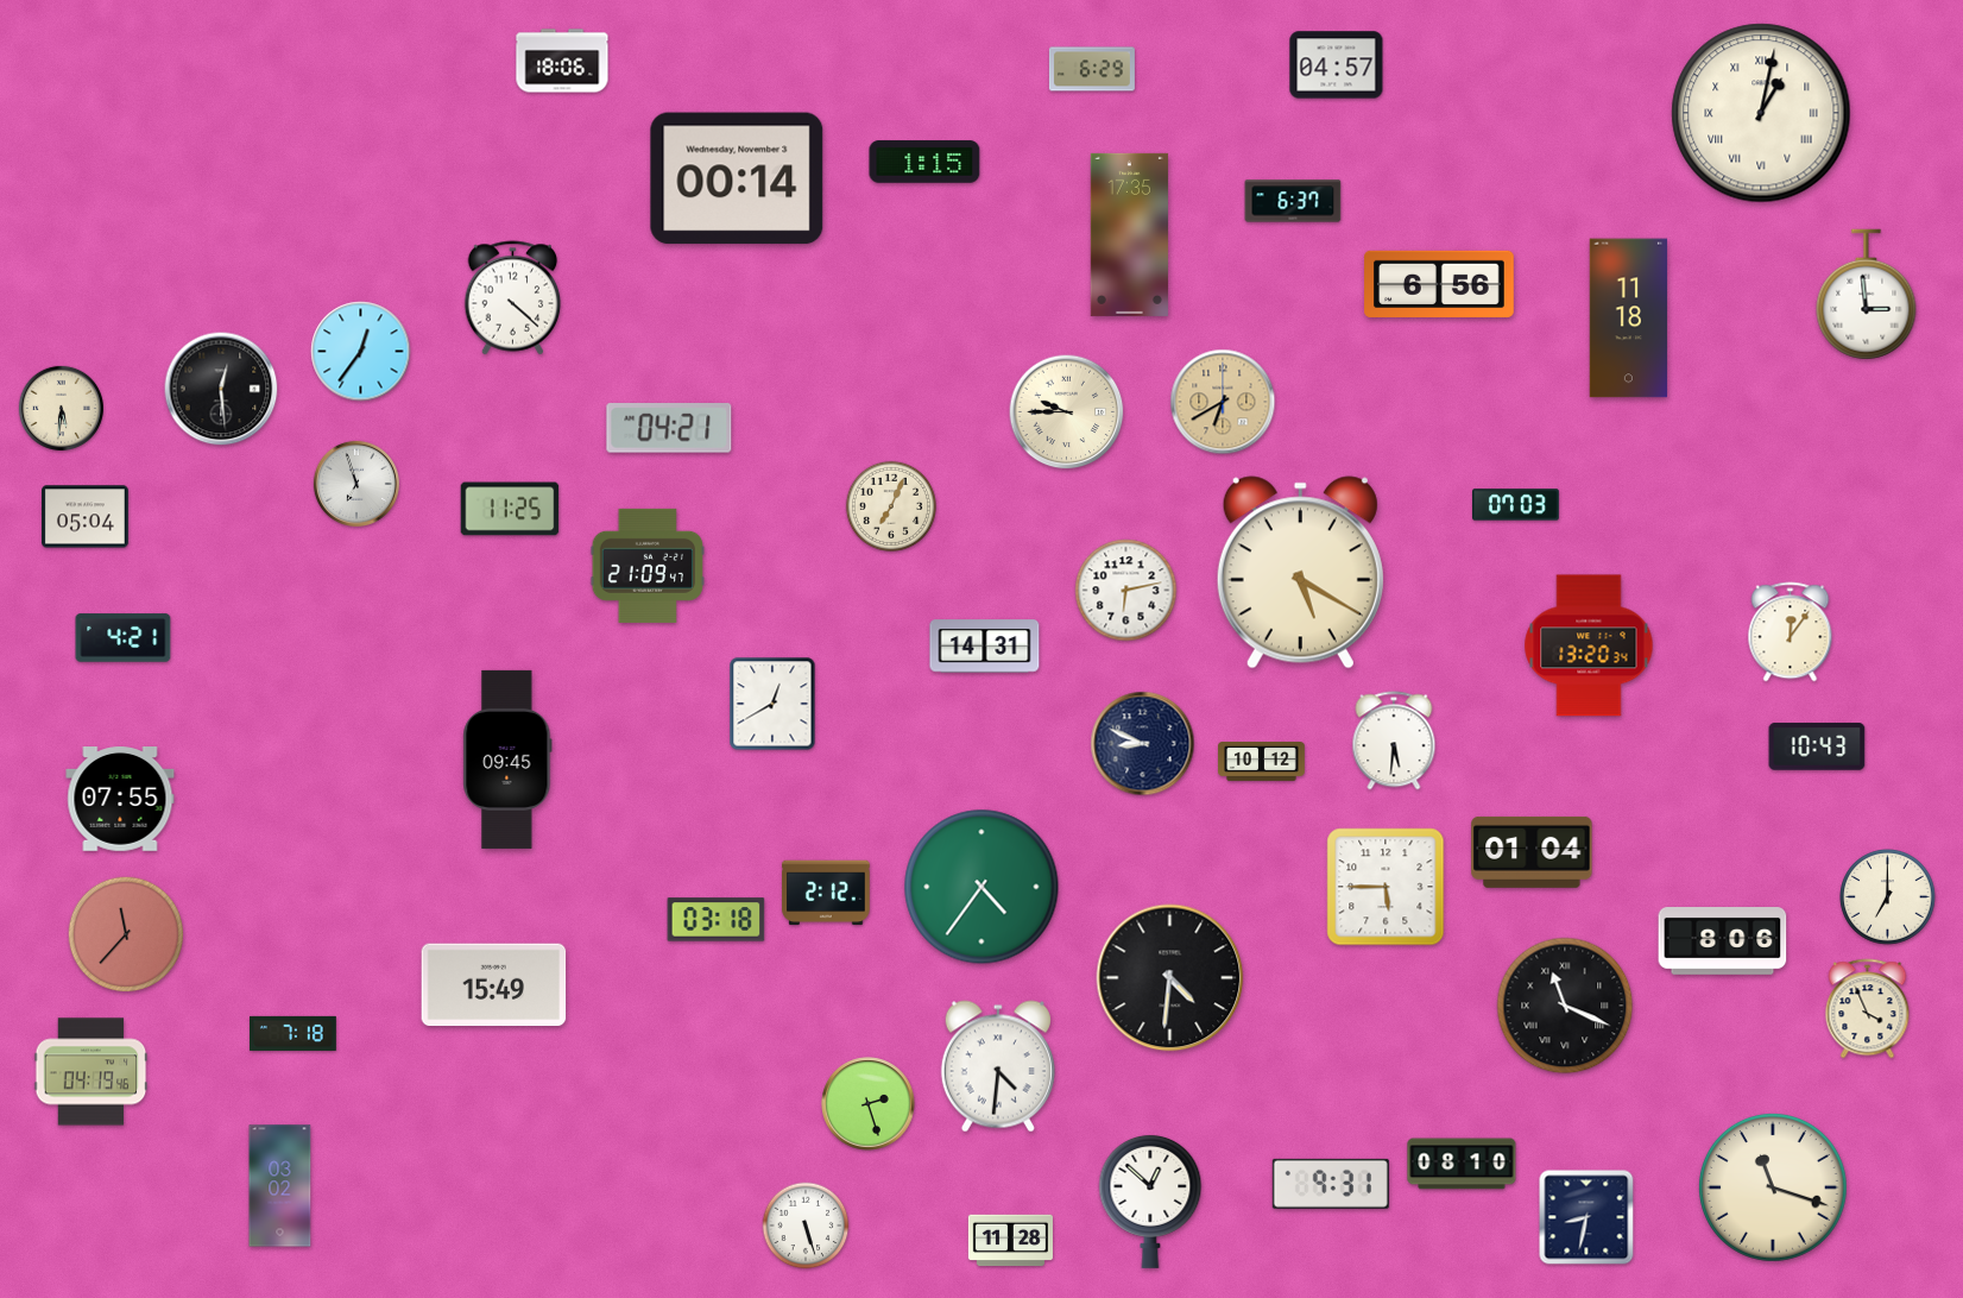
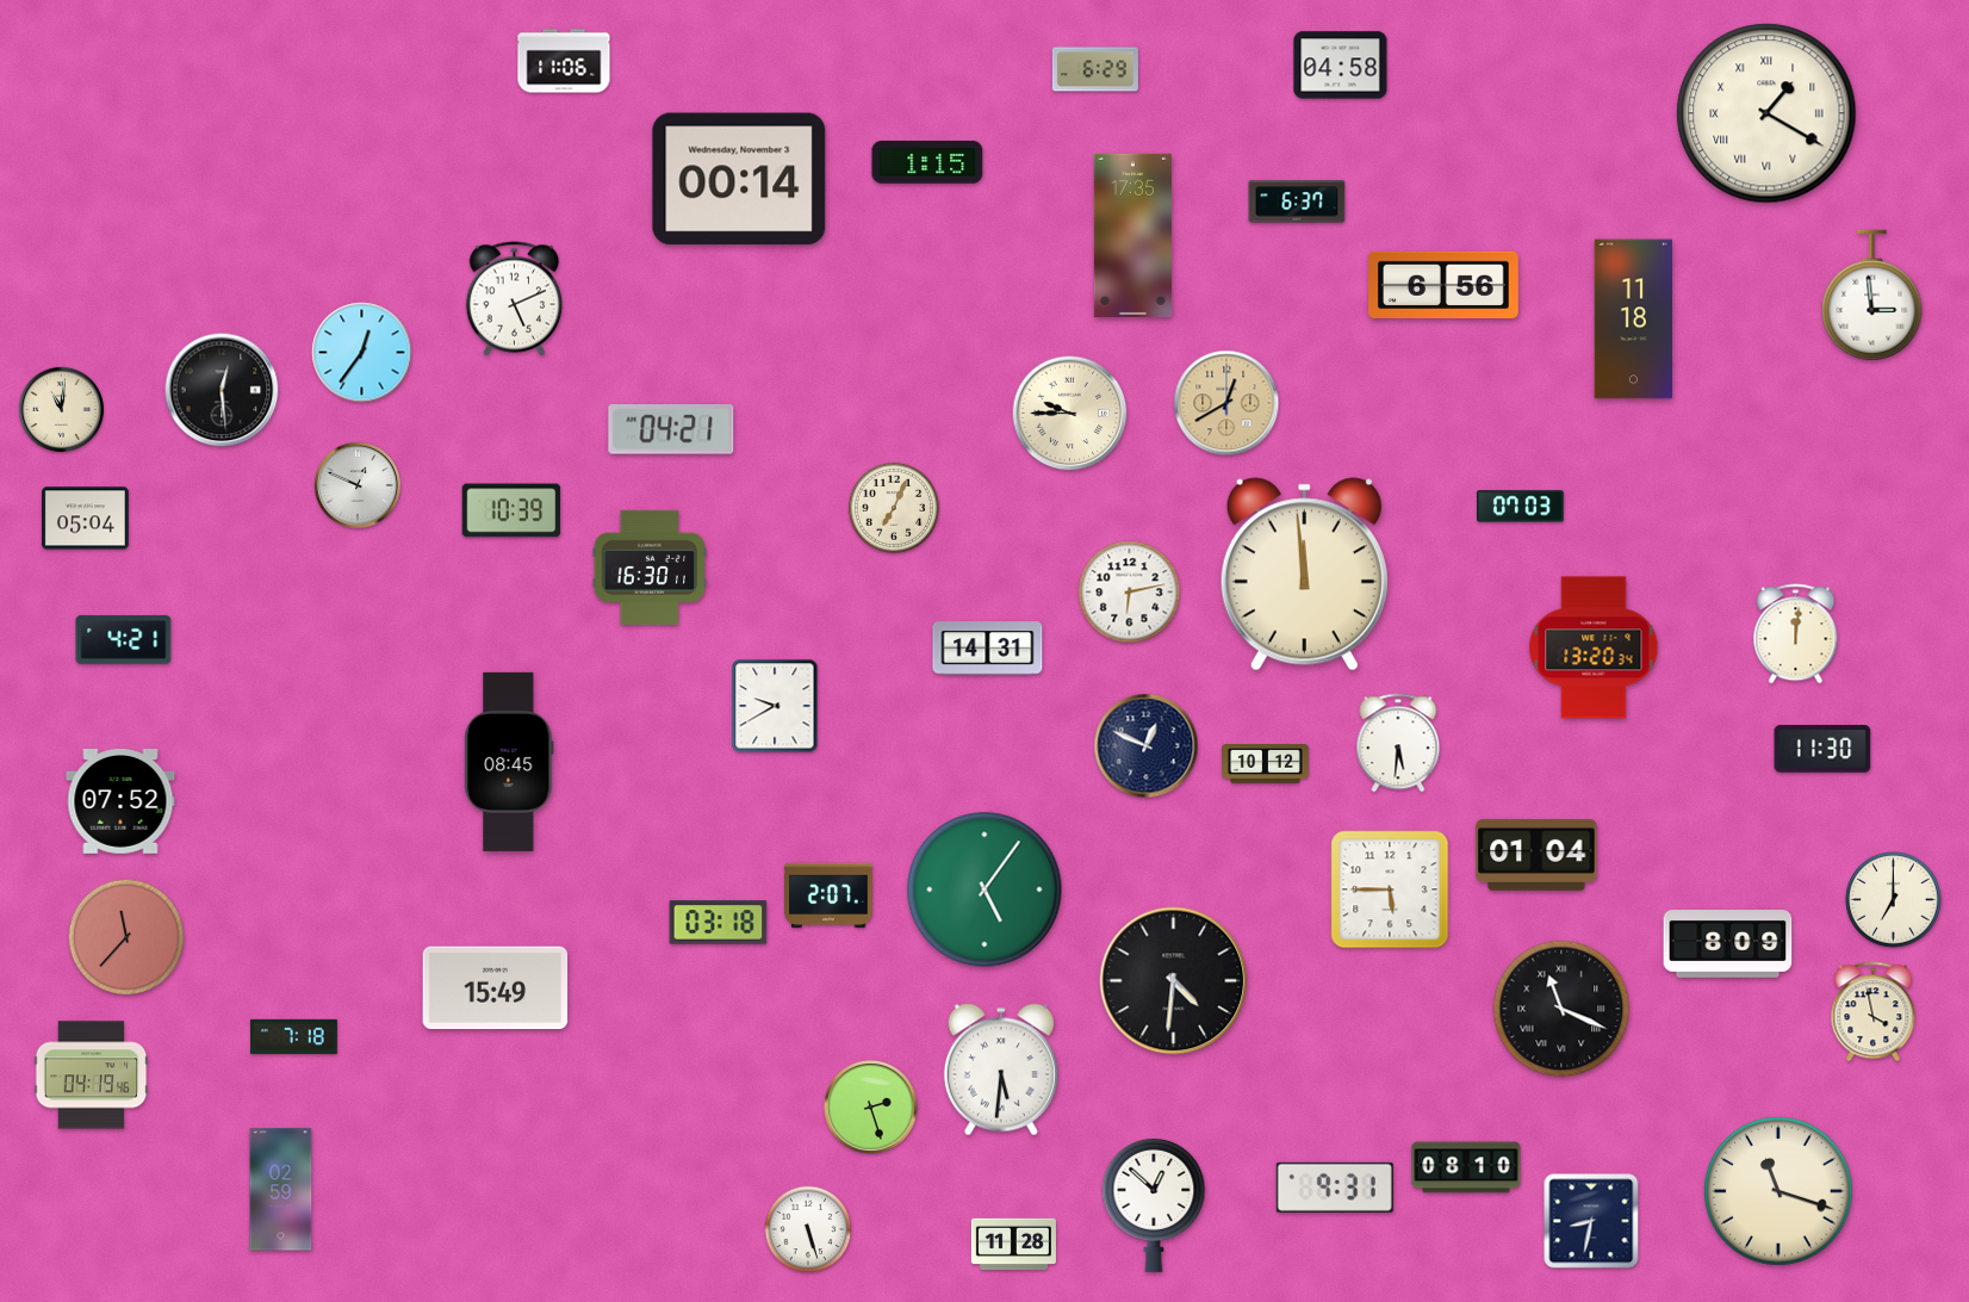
clock at (562, 61): 18:06 -> 11:06
clock at (1337, 65): 04:57 -> 04:58
clock at (1761, 113): 1:02 -> 1:20
clock at (513, 298): 4:22 -> 5:11
clock at (1223, 402): 6:40 -> 12:40
clock at (61, 408): 5:31 -> 11:01
clock at (356, 484): 6:57 -> 12:49
clock at (510, 509): 11:25 -> 10:39
clock at (648, 566): 21:09 -> 16:30
clock at (1300, 573): 5:20 -> 11:59
clock at (1791, 632): 12:06 -> 12:01
clock at (772, 704): 12:40 -> 9:40
clock at (1143, 744): 8:49 -> 12:49
clock at (1817, 746): 10:43 -> 11:30
clock at (507, 760): 09:45 -> 08:45
clock at (120, 799): 07:55 -> 07:52
clock at (981, 887): 4:36 -> 5:06
clock at (826, 893): 2:12 -> 2:07
clock at (1723, 941): 8:06 -> 8:09
clock at (1565, 1006) position: (1565, 1006) -> (1561, 1009)
clock at (1868, 1009): 3:56 -> 3:58
clock at (998, 1066): 4:31 -> 5:31
clock at (280, 1186): 03:02 -> 02:59
